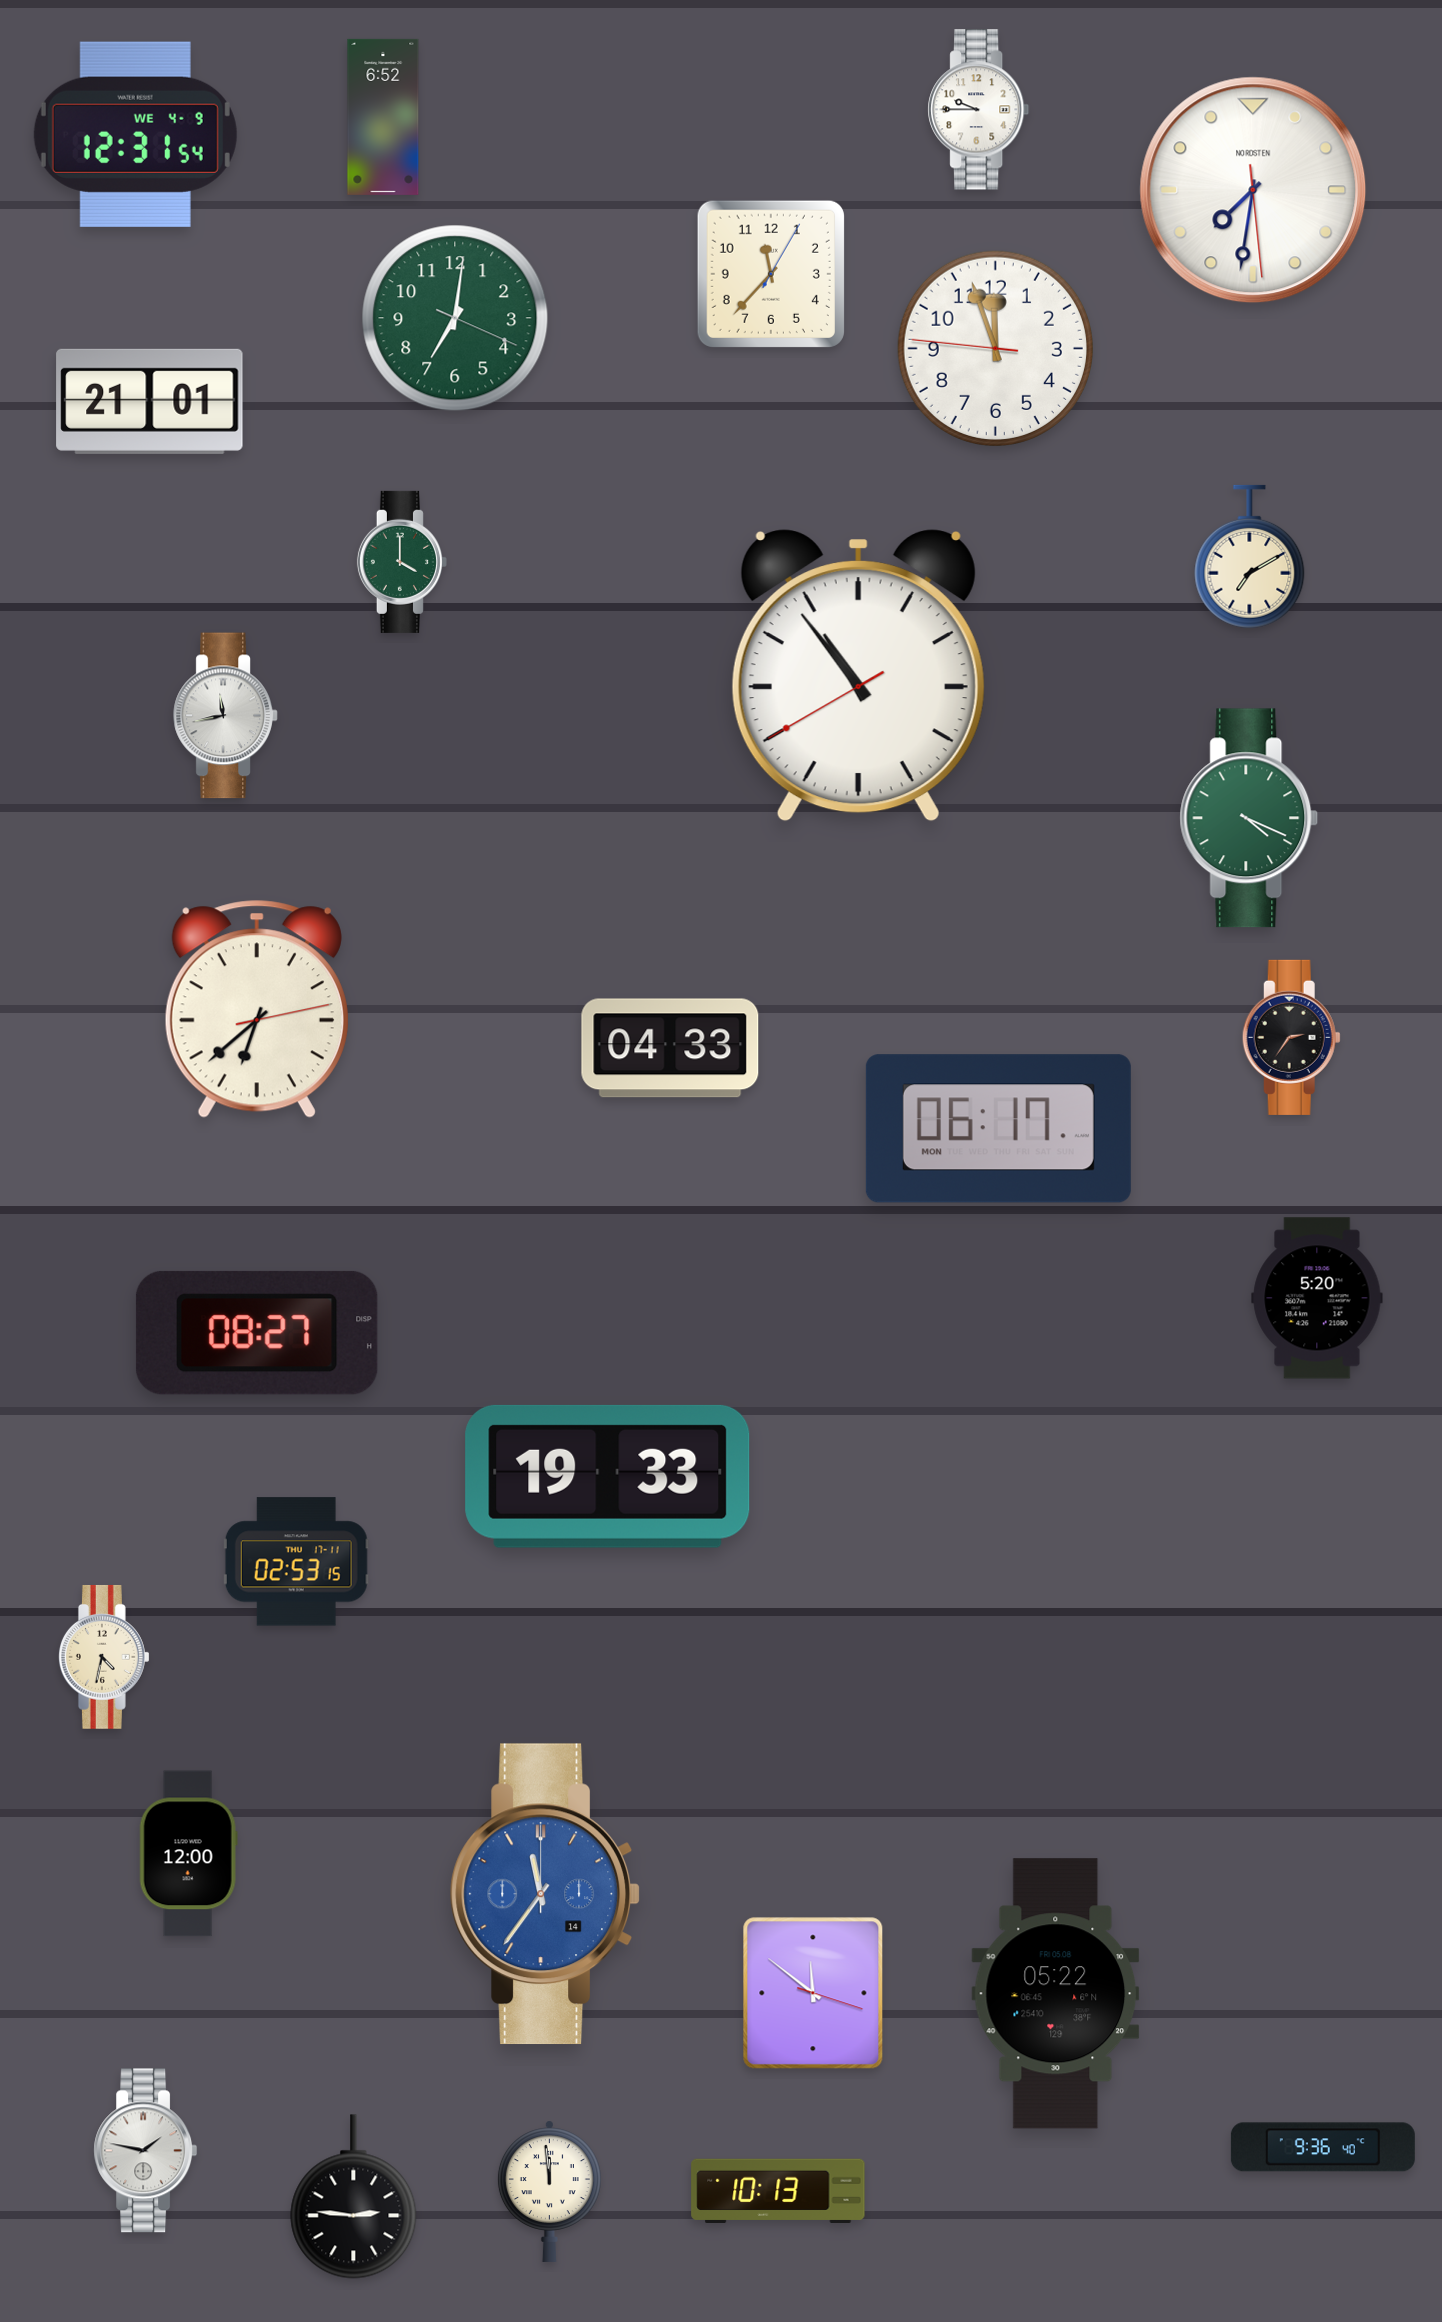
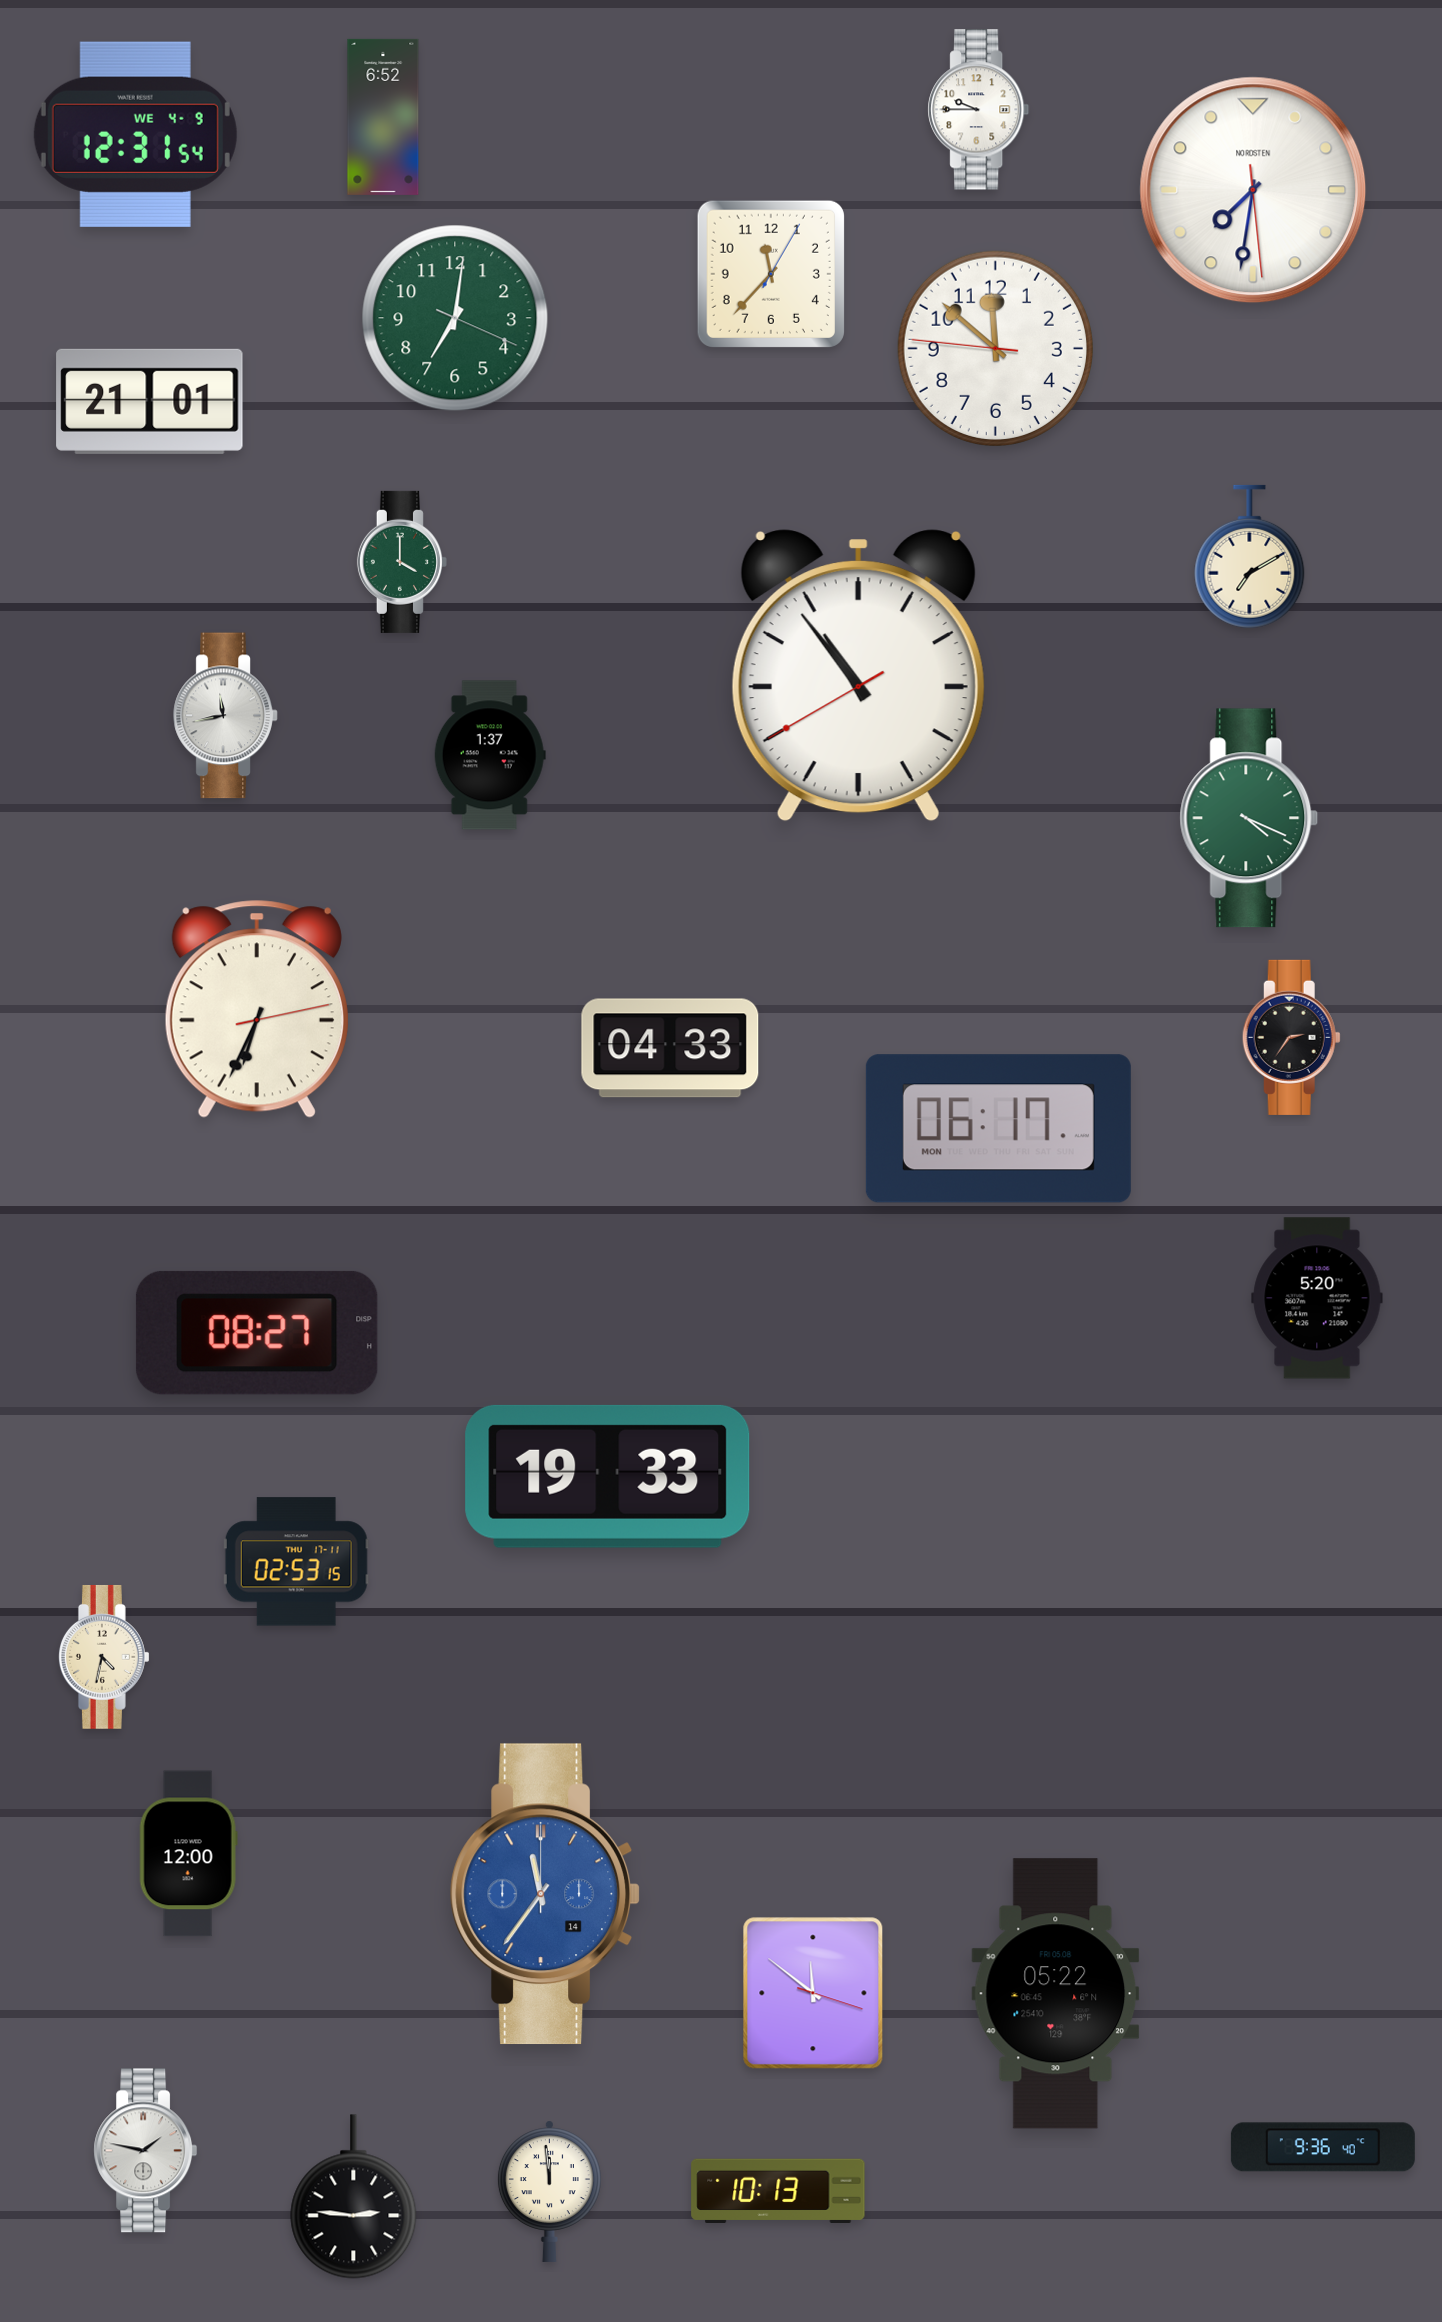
clock at (995, 348): 11:56 -> 11:51
clock at (490, 755): none -> 1:37
clock at (257, 1009): 6:38 -> 6:34
